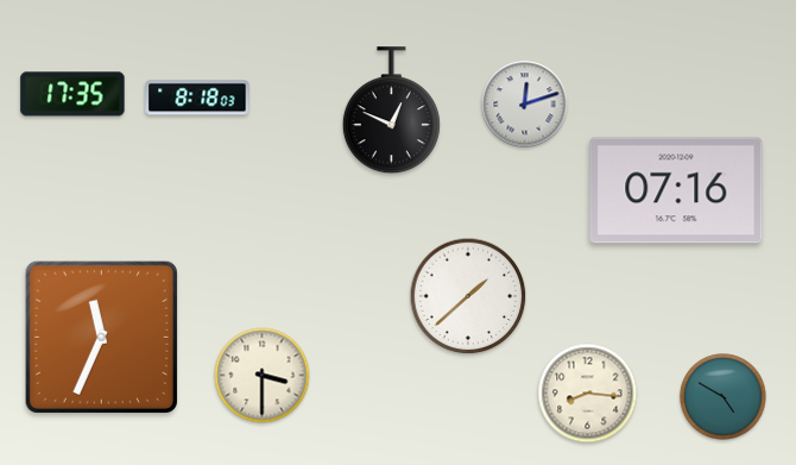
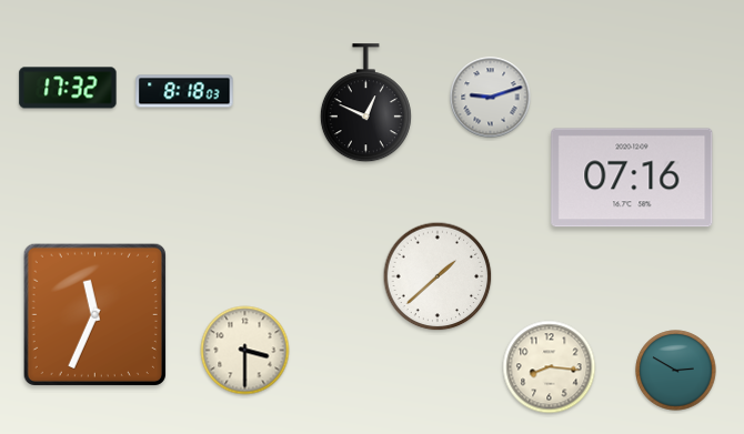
clock at (72, 94): 17:35 -> 17:32
clock at (525, 105): 12:12 -> 9:12
clock at (724, 397): 4:50 -> 2:50
